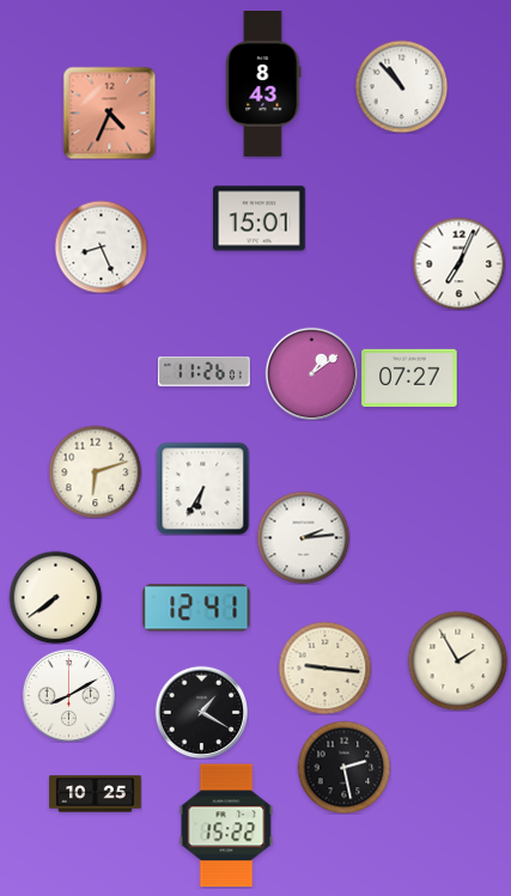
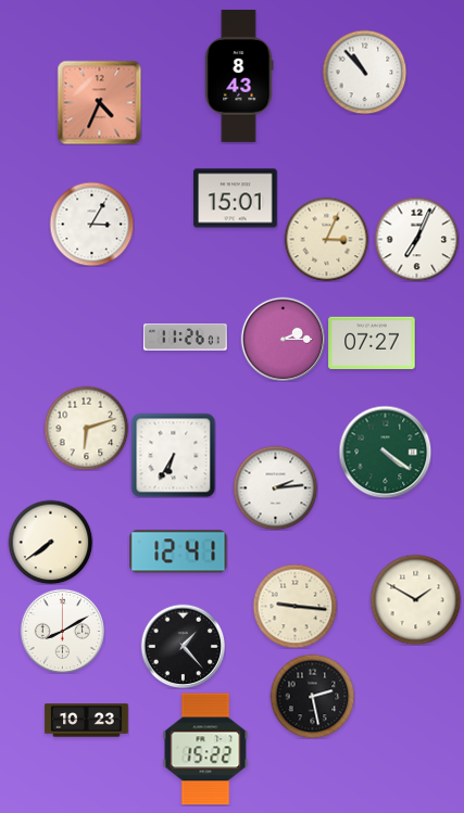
clock at (401, 86) position: (401, 86) -> (364, 72)
clock at (101, 246): 8:26 -> 3:05
clock at (326, 239): none -> 3:04
clock at (311, 373): 1:09 -> 2:15
clock at (202, 488) position: (202, 488) -> (173, 455)
clock at (385, 452): none -> 4:21
clock at (457, 660): 1:55 -> 1:50
clock at (201, 712): 1:20 -> 1:23
clock at (96, 794): 10:25 -> 10:23
